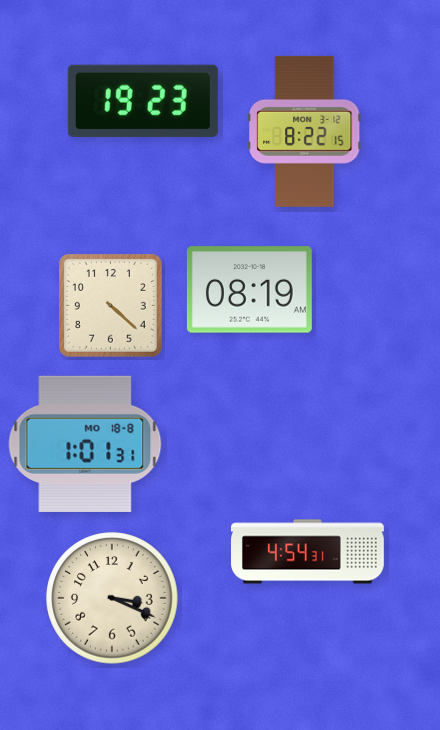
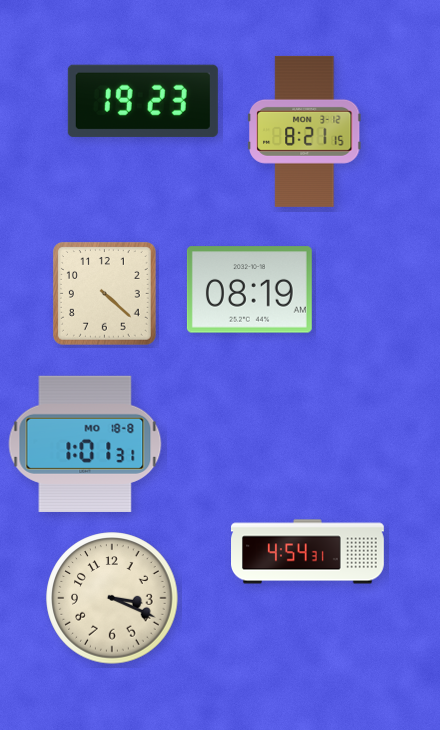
clock at (304, 131): 8:22 -> 8:21
clock at (111, 306) position: (111, 306) -> (105, 294)
